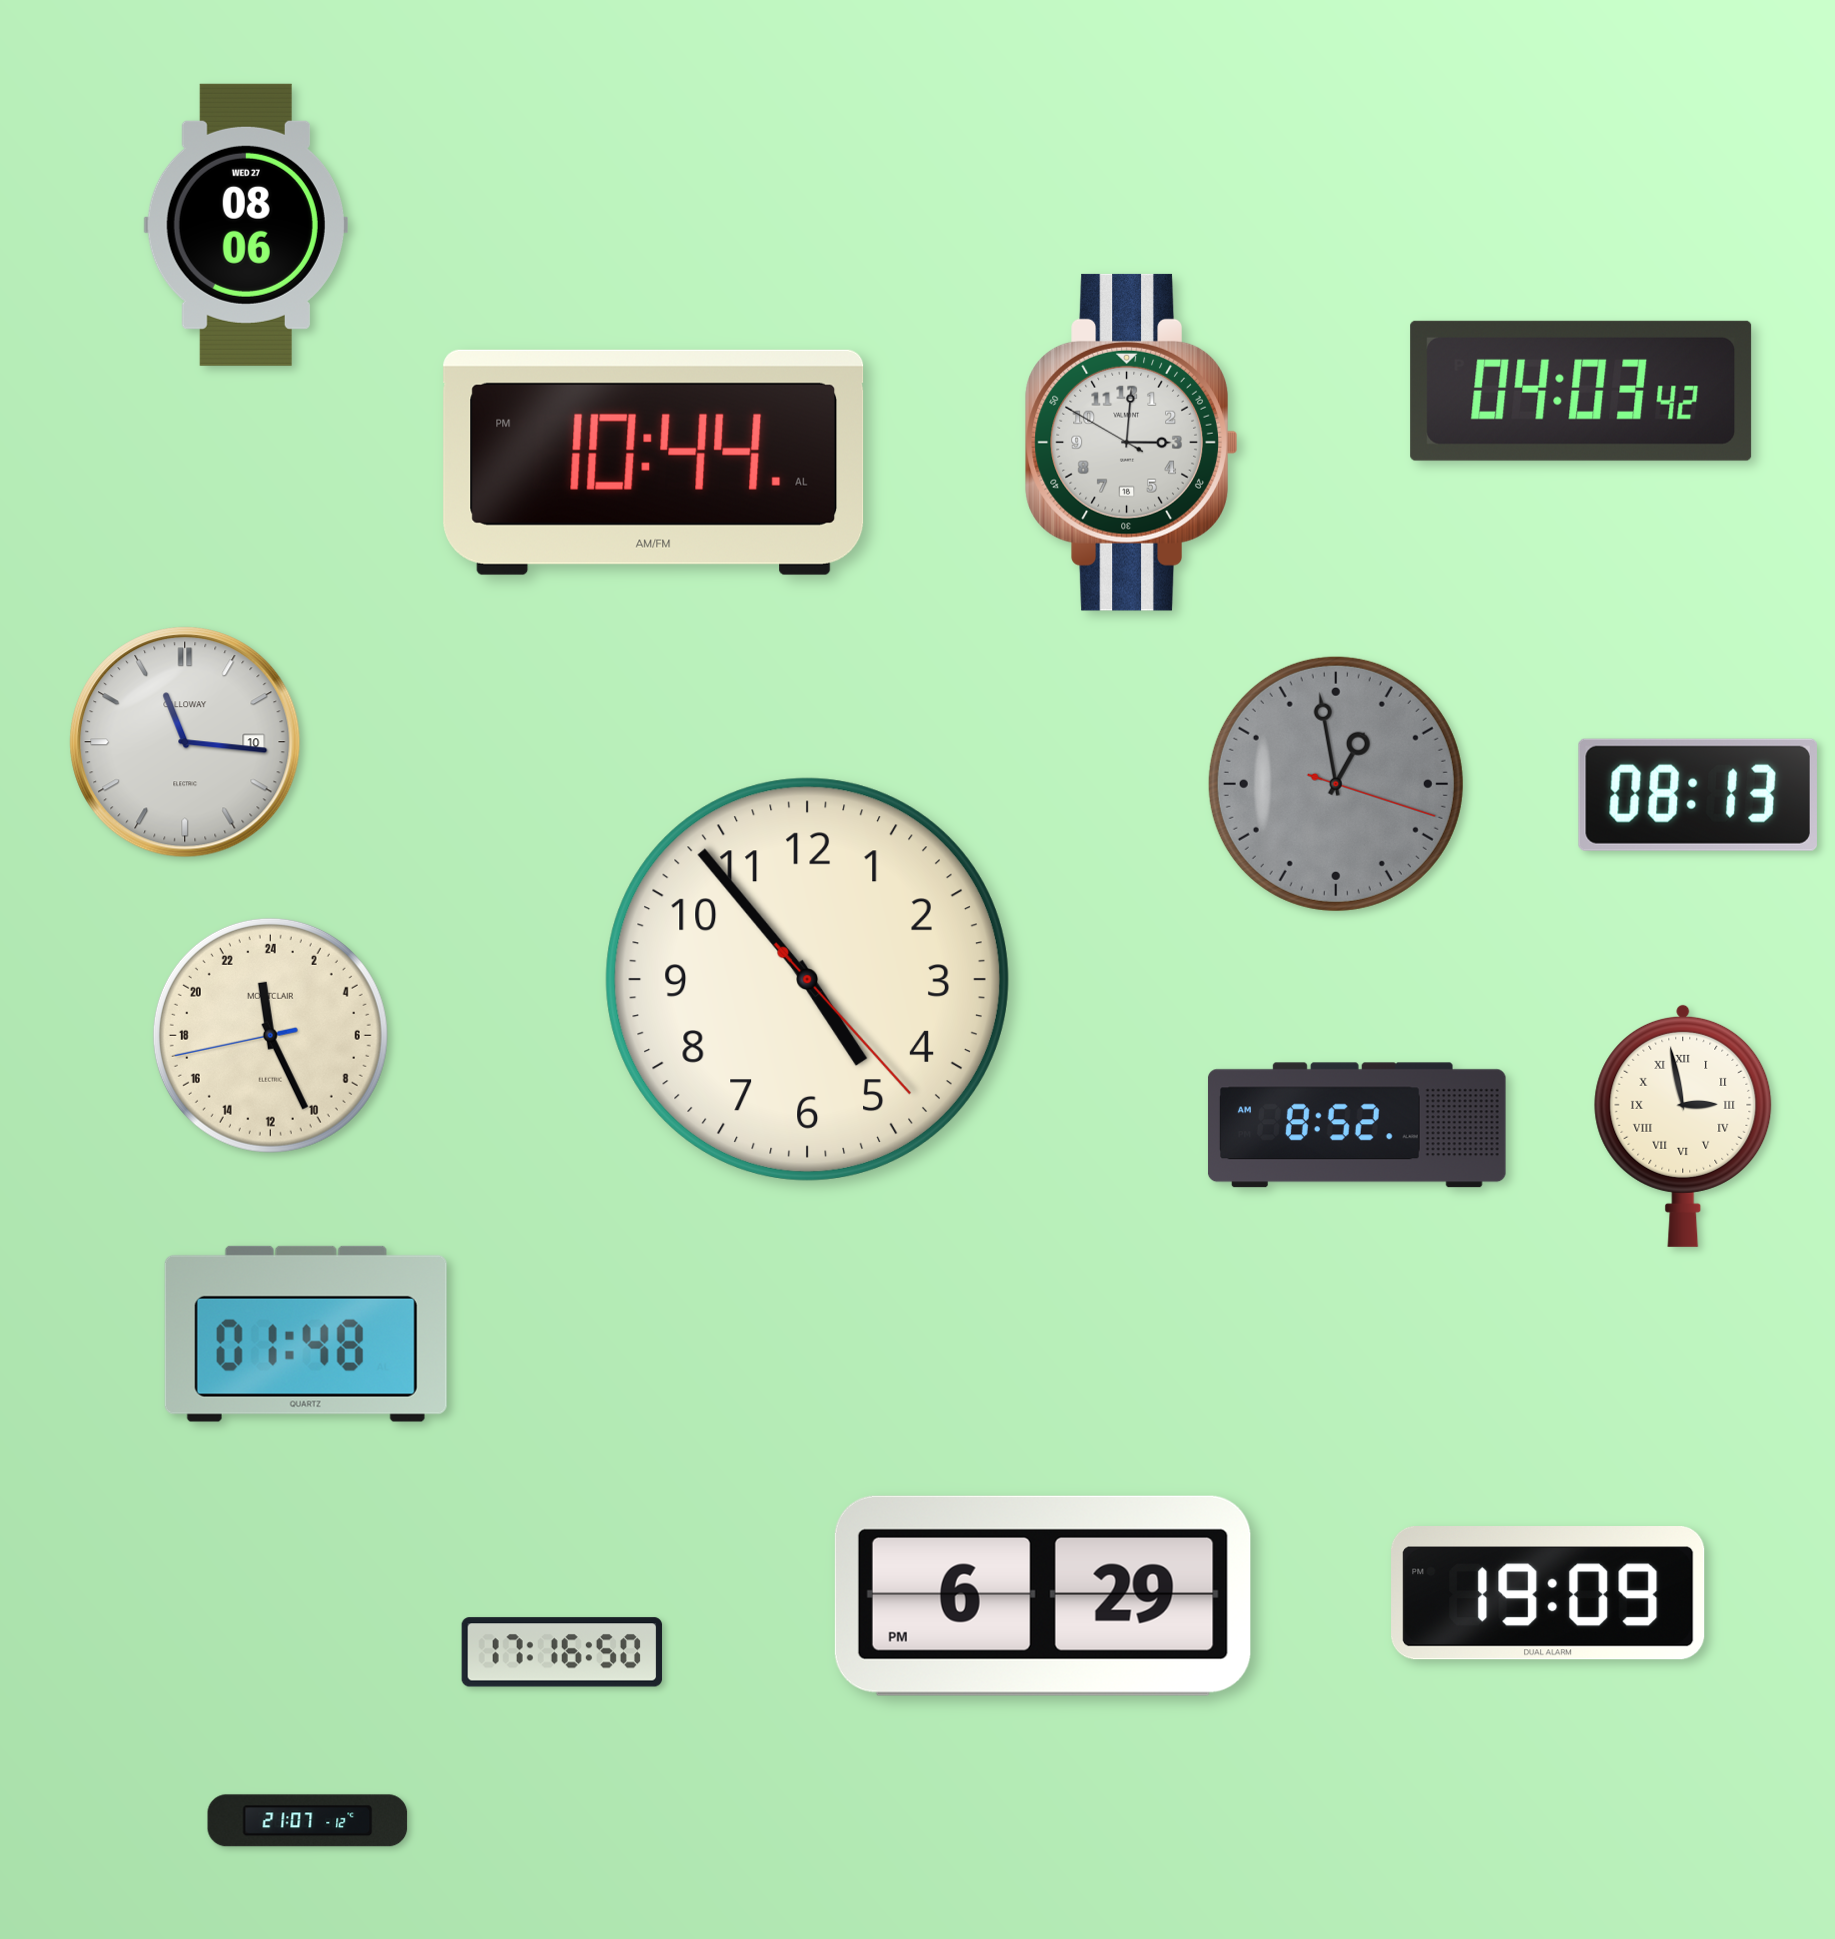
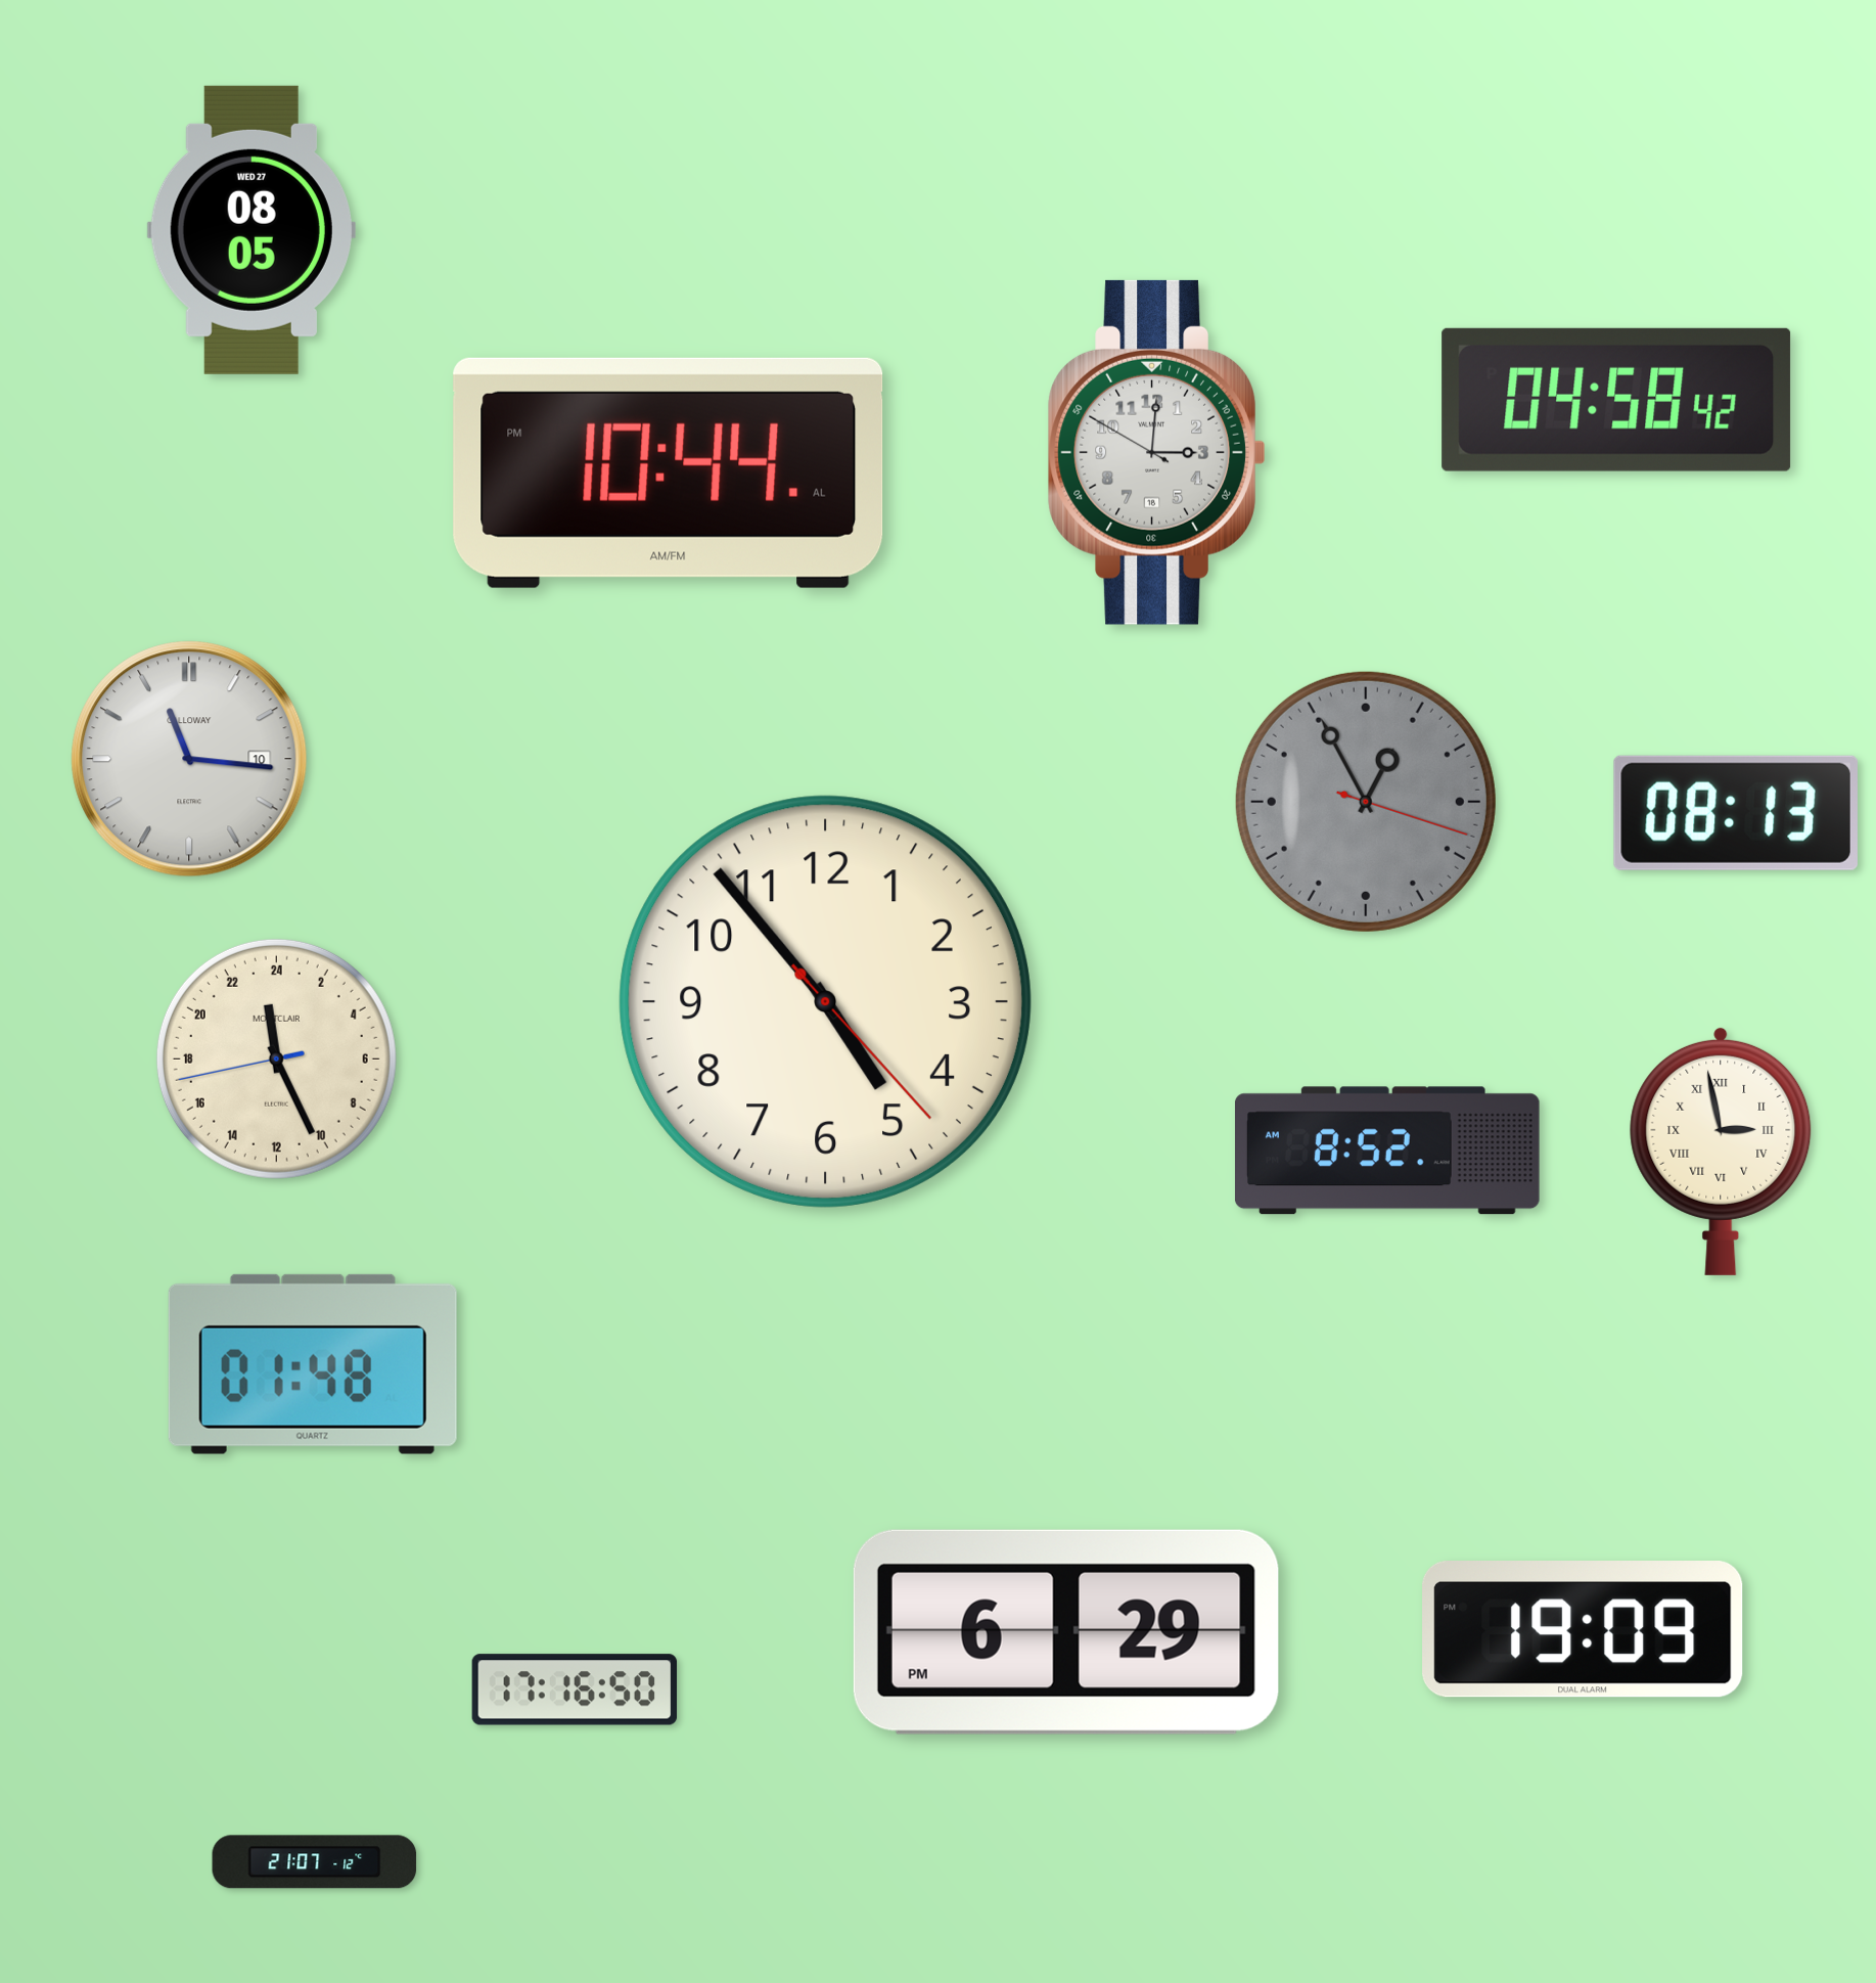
clock at (246, 225): 08:06 -> 08:05
clock at (1581, 391): 04:03 -> 04:58
clock at (1336, 784): 12:58 -> 12:55
